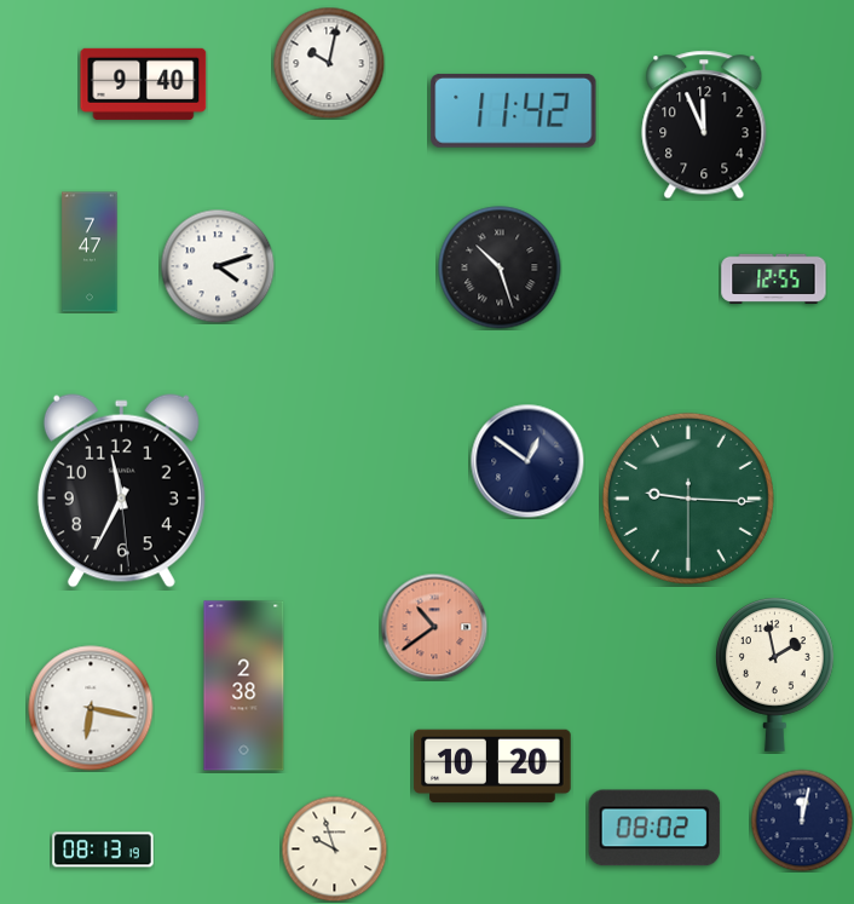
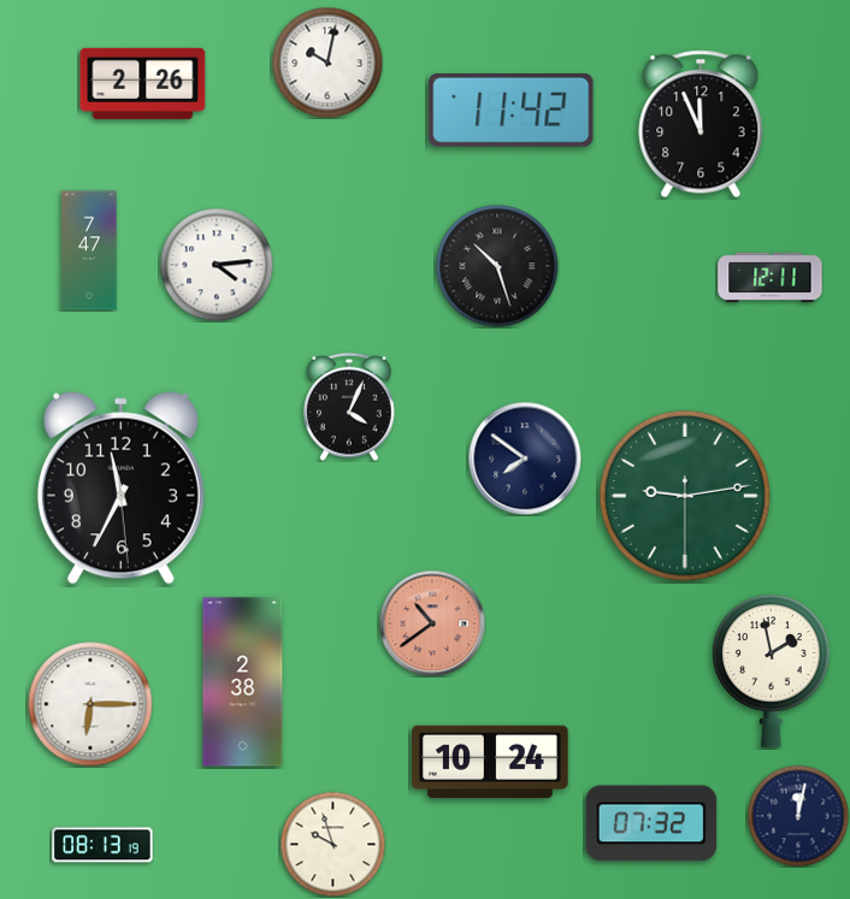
clock at (144, 84): 9:40 -> 2:26
clock at (218, 266): 4:12 -> 4:14
clock at (774, 278): 12:55 -> 12:11
clock at (349, 407): none -> 4:04
clock at (527, 461): 12:51 -> 7:51
clock at (688, 499): 9:15 -> 9:13
clock at (91, 708): 6:17 -> 6:15
clock at (492, 766): 10:20 -> 10:24
clock at (654, 828): 08:02 -> 07:32
